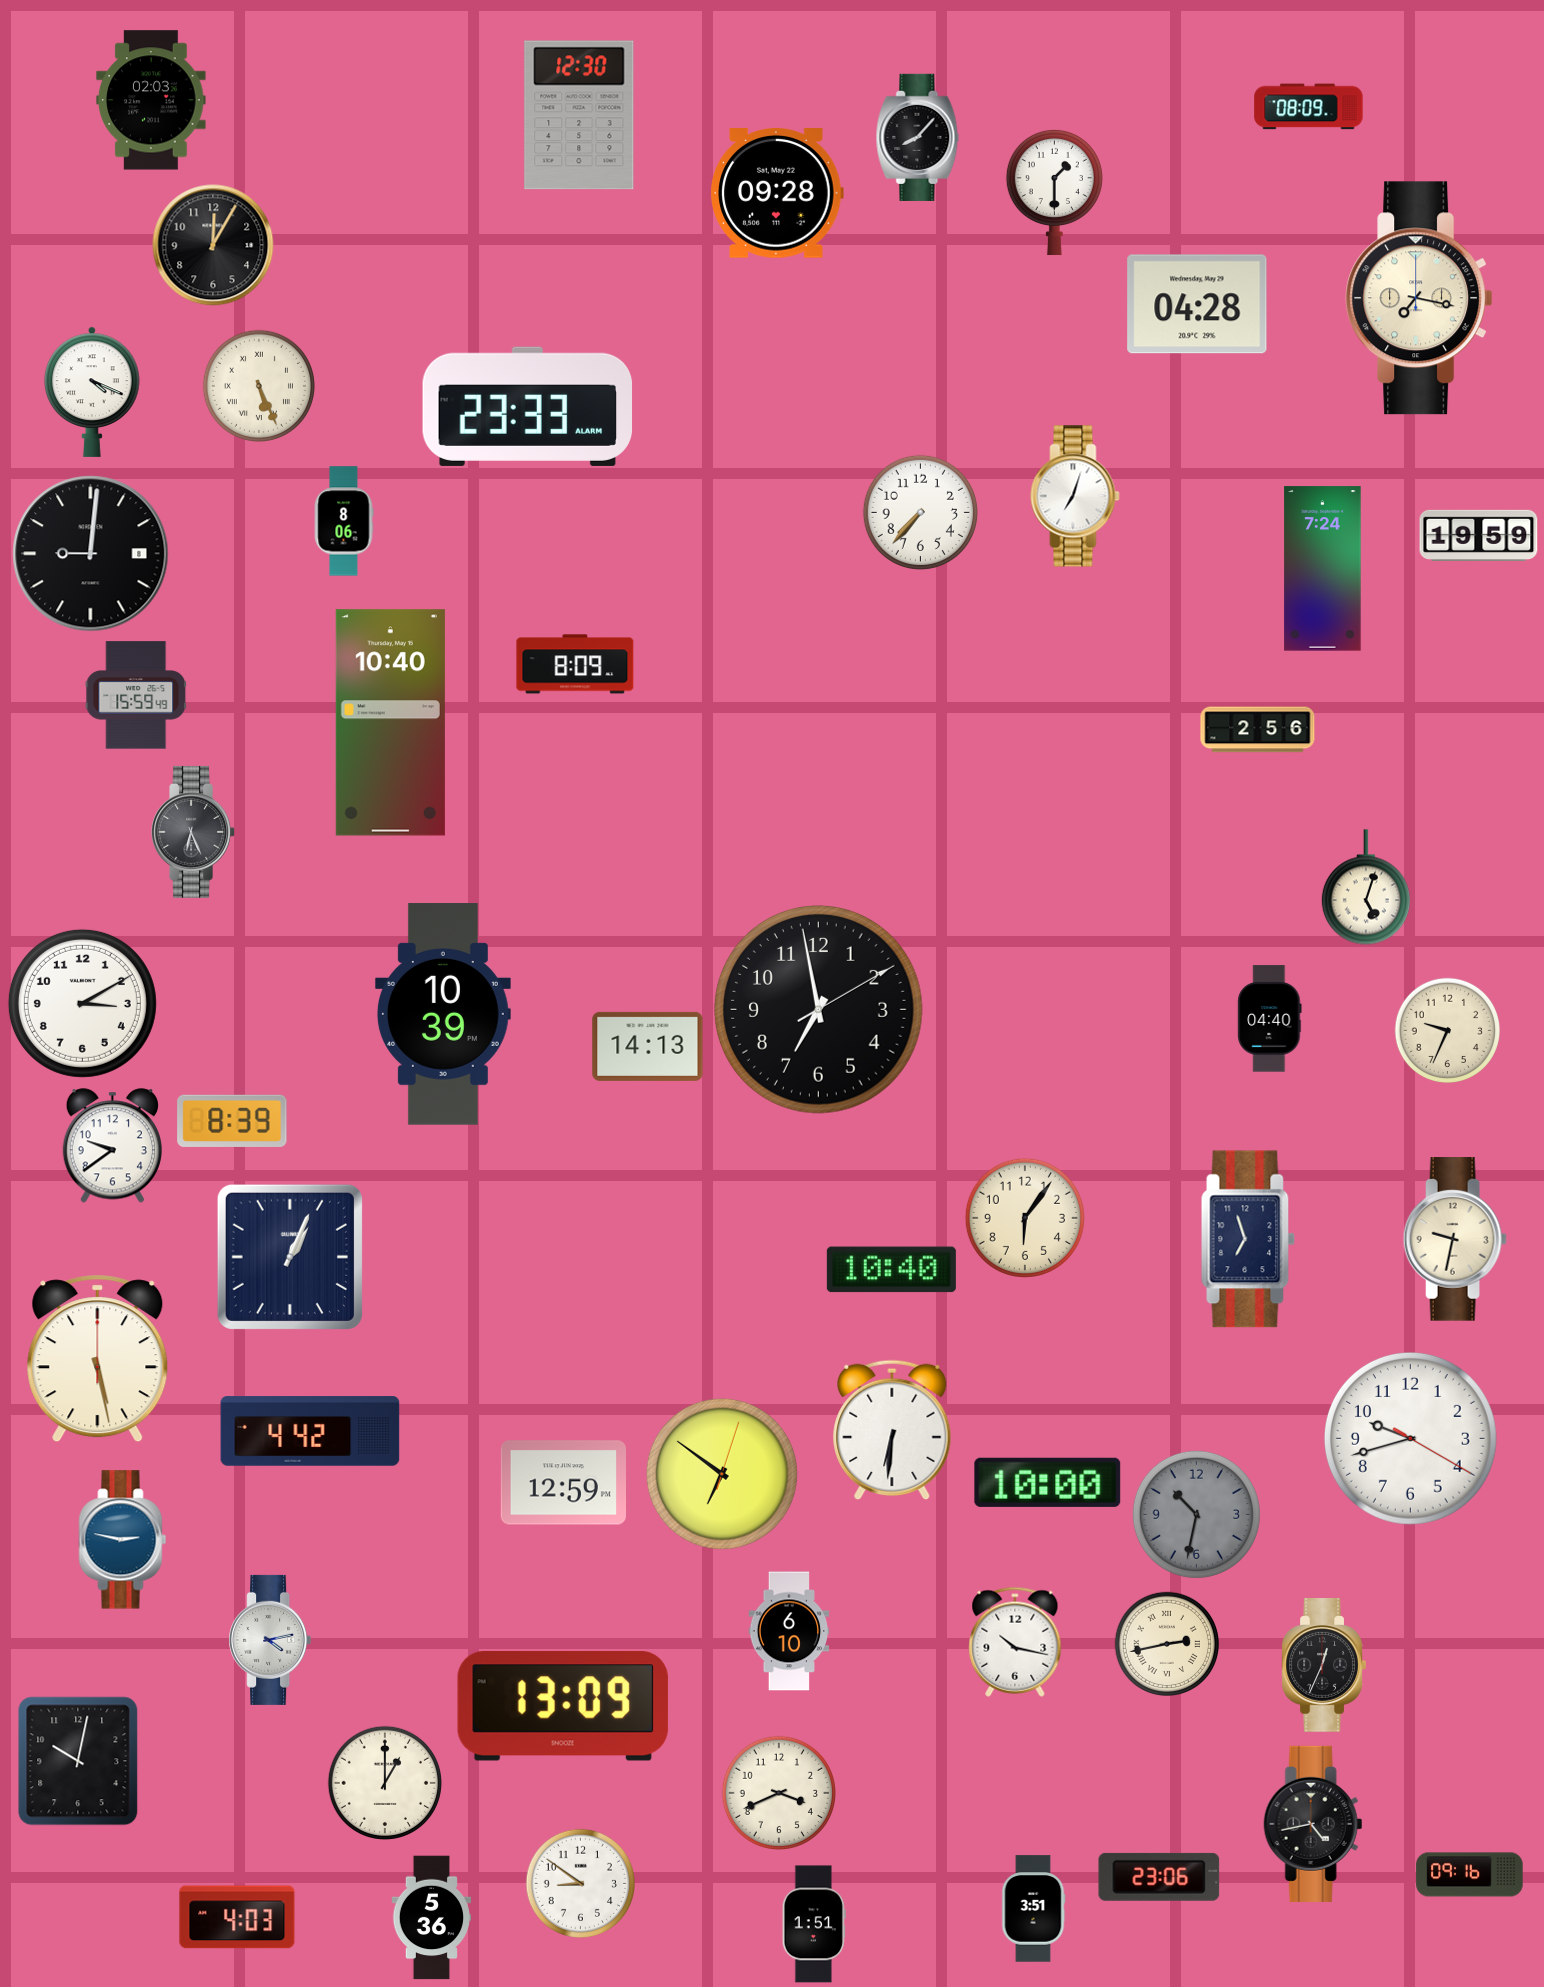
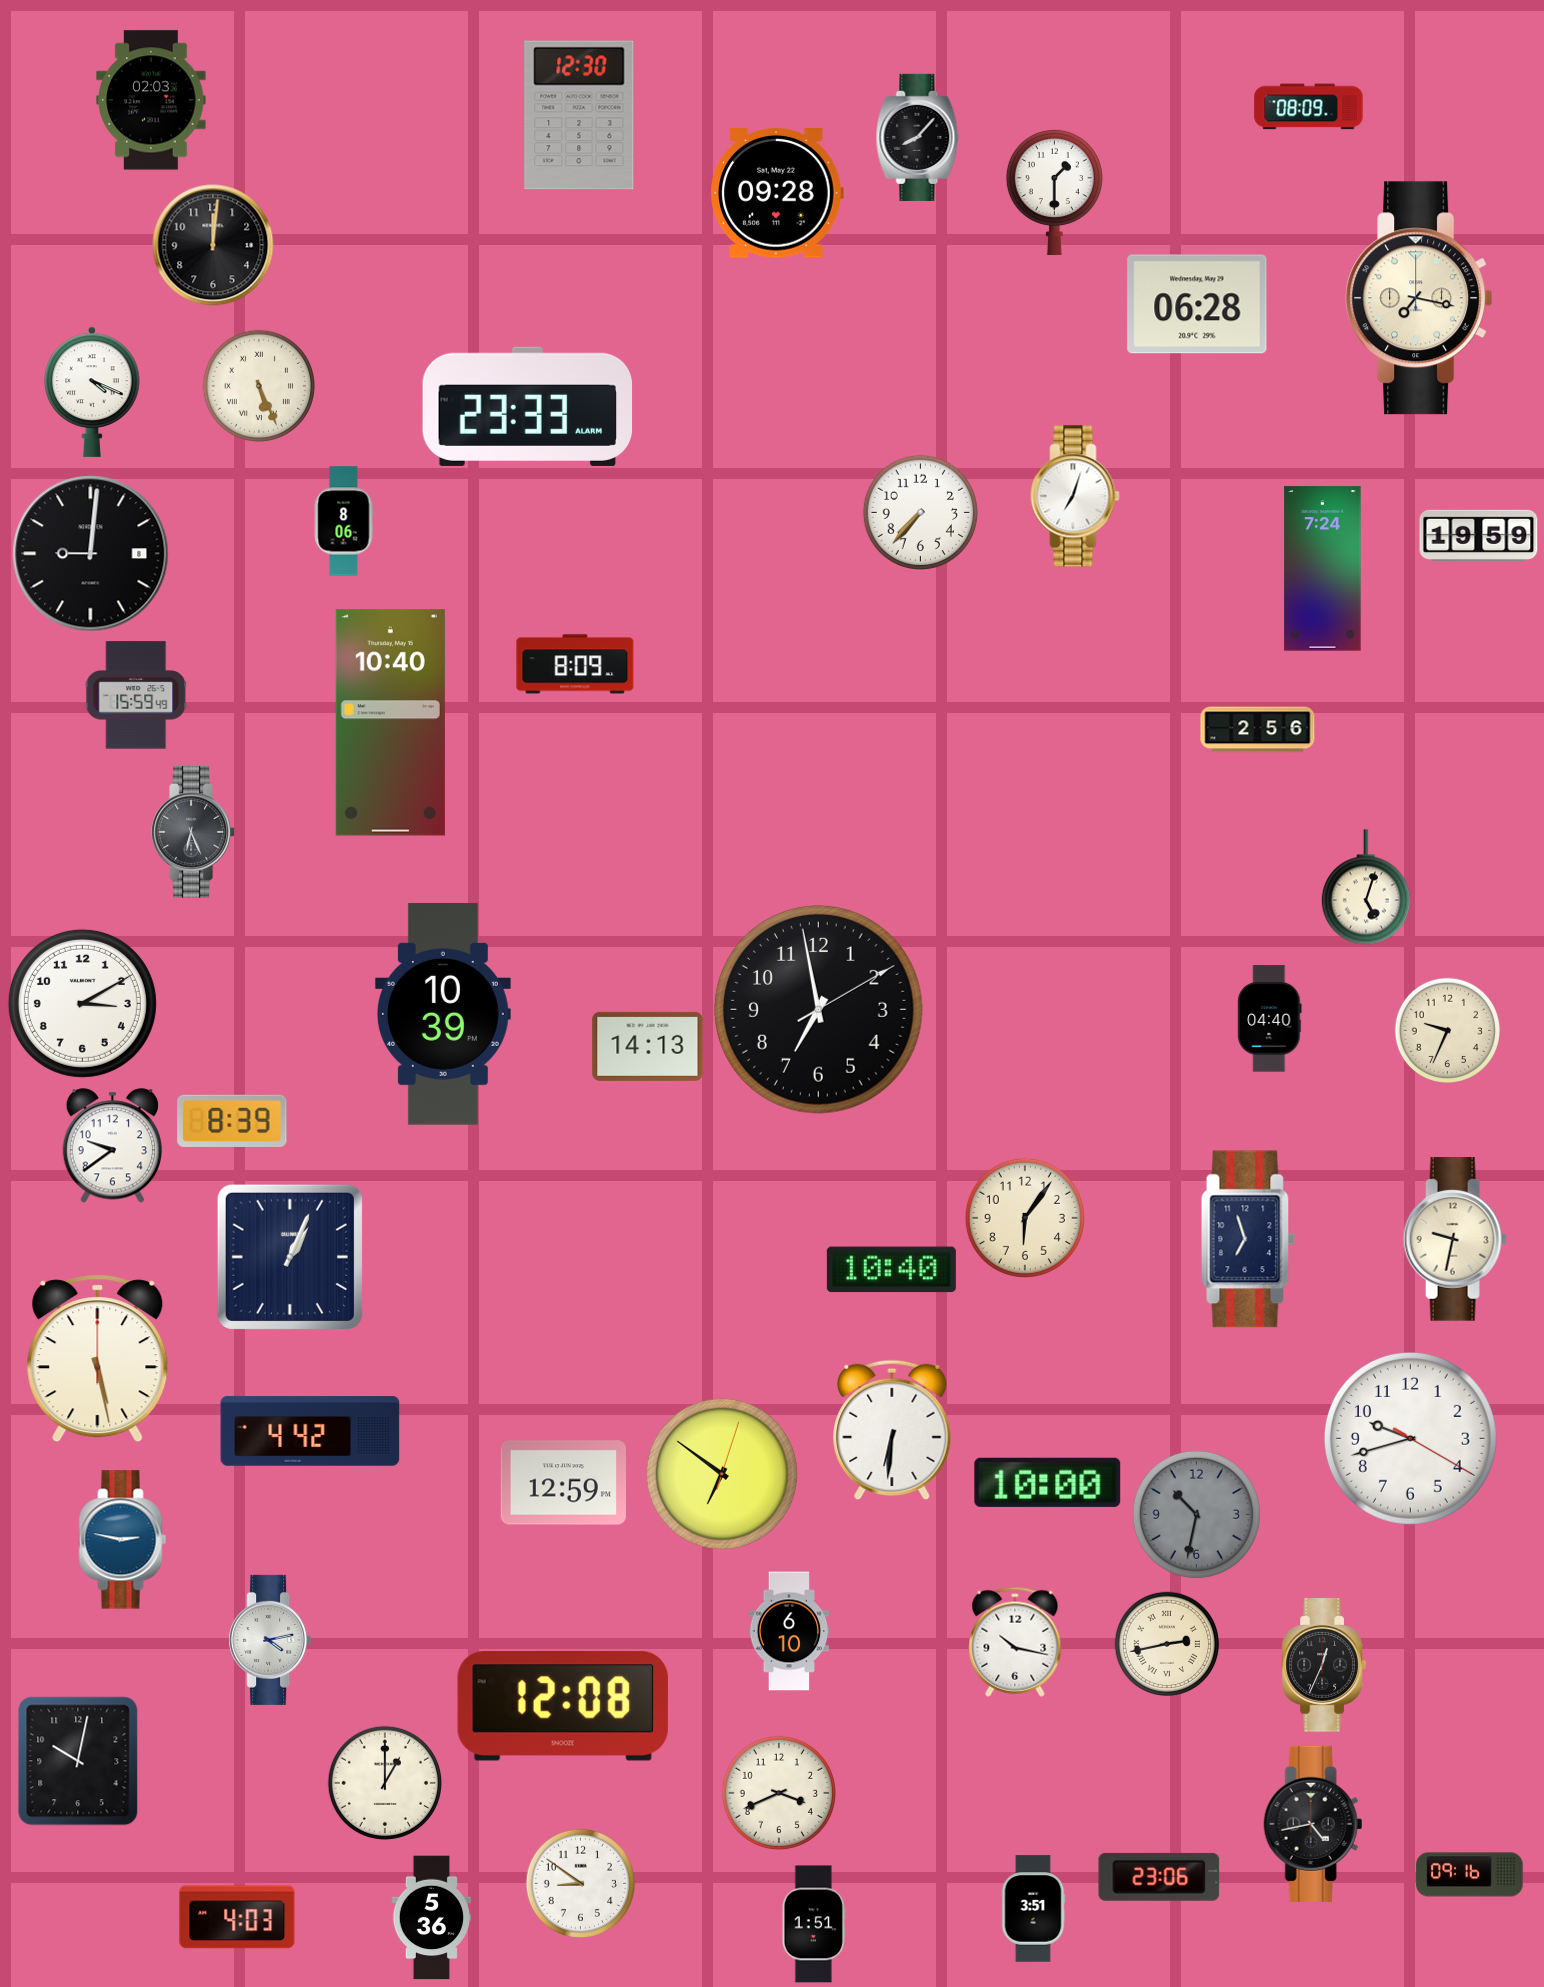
clock at (213, 245): 12:05 -> 12:01
clock at (1197, 304): 04:28 -> 06:28
clock at (563, 1706): 13:09 -> 12:08
